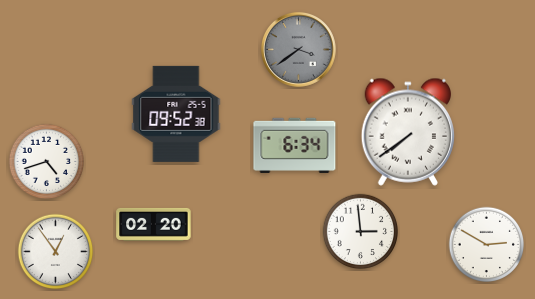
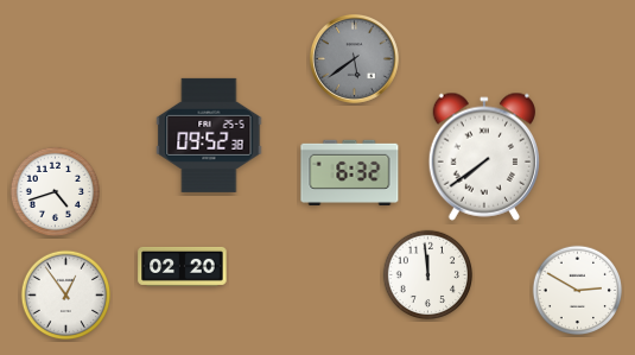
clock at (298, 49): 3:39 -> 5:39
clock at (295, 145): 6:34 -> 6:32
clock at (361, 232): 2:59 -> 11:59
clock at (56, 252) position: (56, 252) -> (66, 296)
